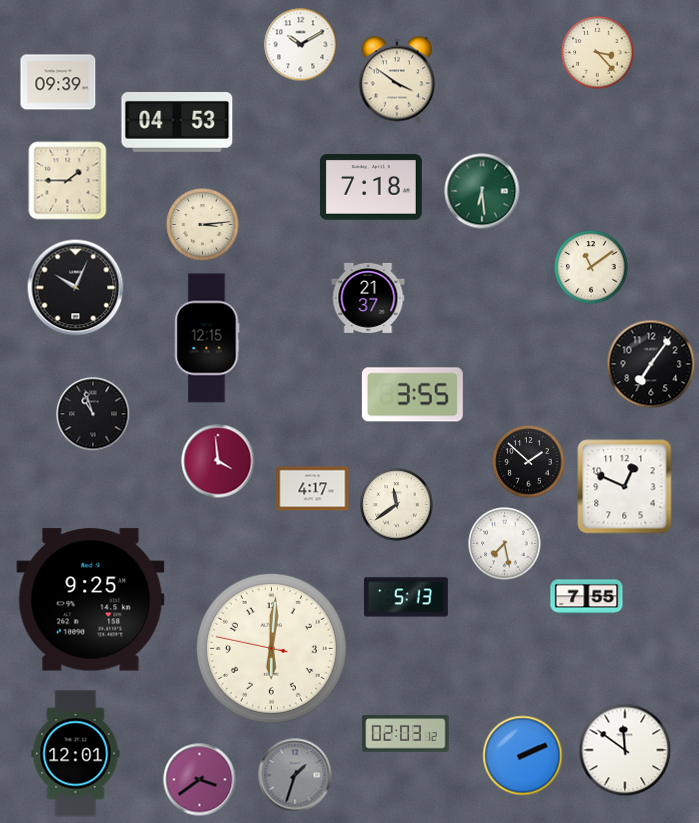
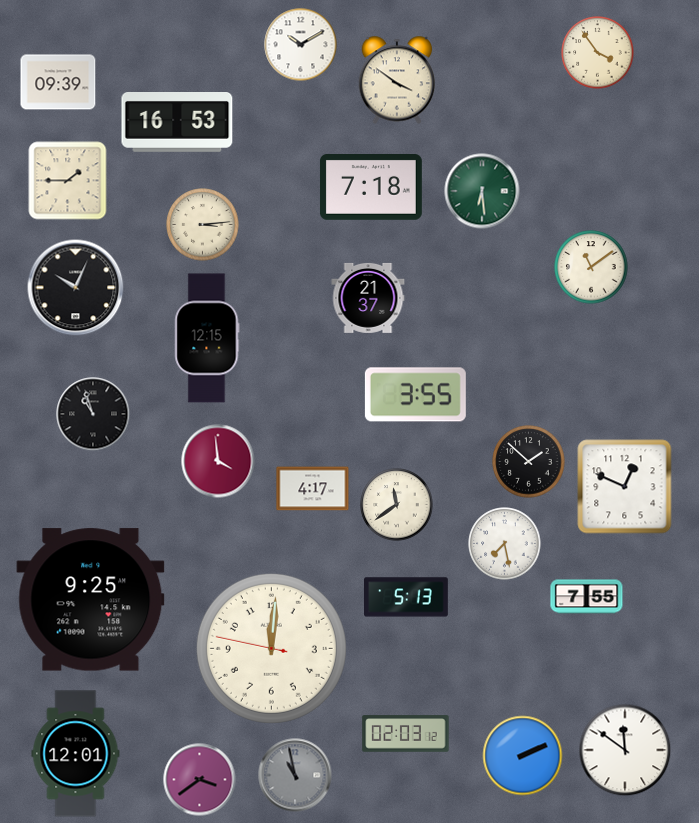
clock at (598, 53): 3:23 -> 3:54
clock at (177, 123): 04:53 -> 16:53
clock at (651, 364): 7:06 -> none
clock at (412, 395) position: (412, 395) -> (415, 395)
clock at (271, 648): 6:00 -> 12:00
clock at (295, 775): 1:33 -> 10:58
